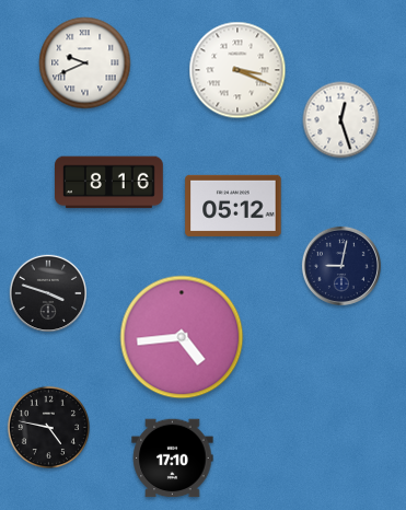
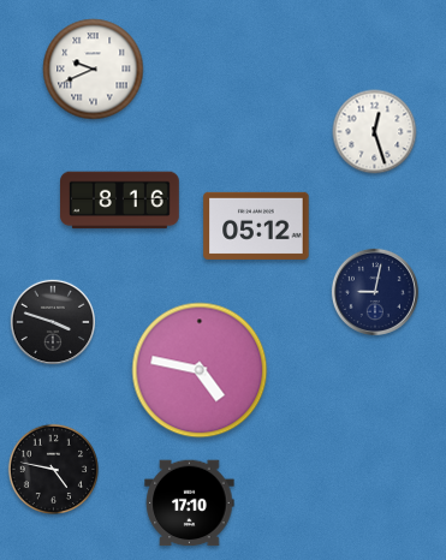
clock at (237, 70): 3:19 -> none
clock at (182, 337): 4:44 -> 4:47
